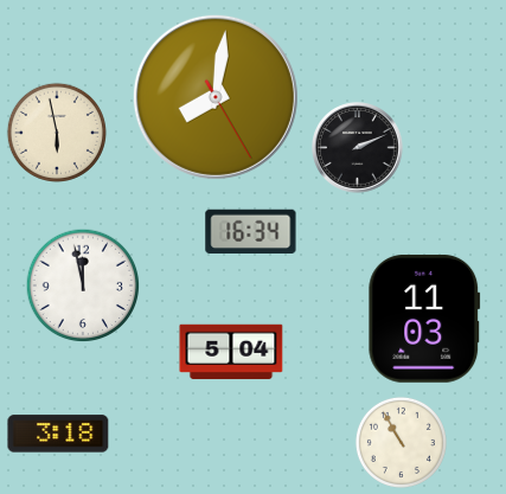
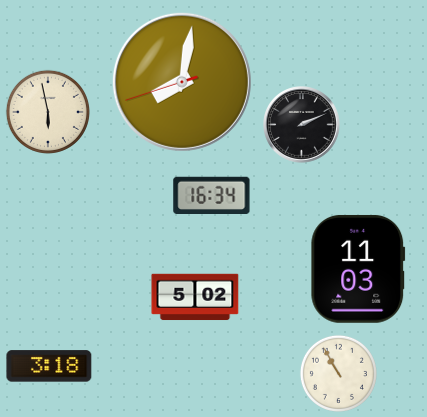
clock at (216, 97): 8:01:25 -> 8:01:42
clock at (83, 286): 11:58 -> none
clock at (231, 352): 5:04 -> 5:02
